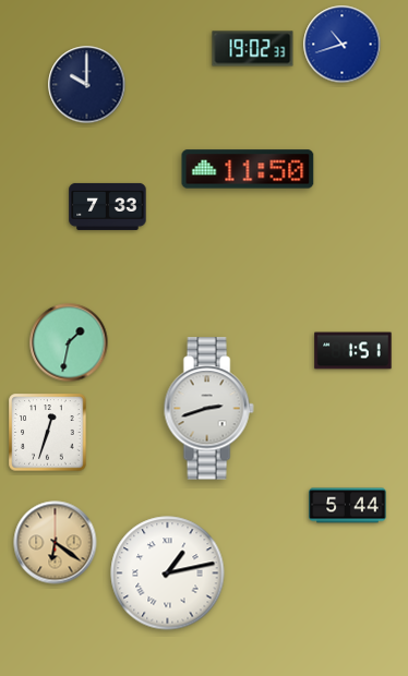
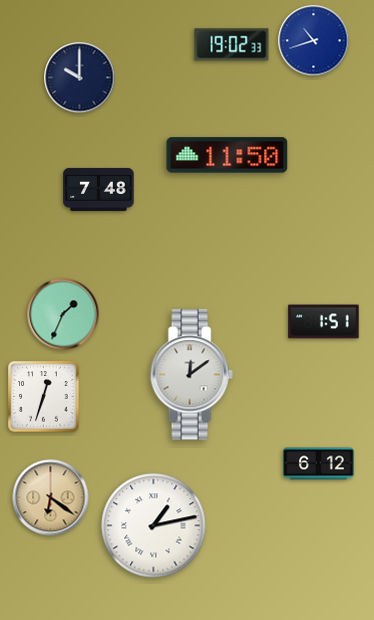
clock at (108, 206): 7:33 -> 7:48
clock at (69, 342): 1:32 -> 1:34
clock at (208, 409): 2:42 -> 12:09
clock at (348, 506): 5:44 -> 6:12
